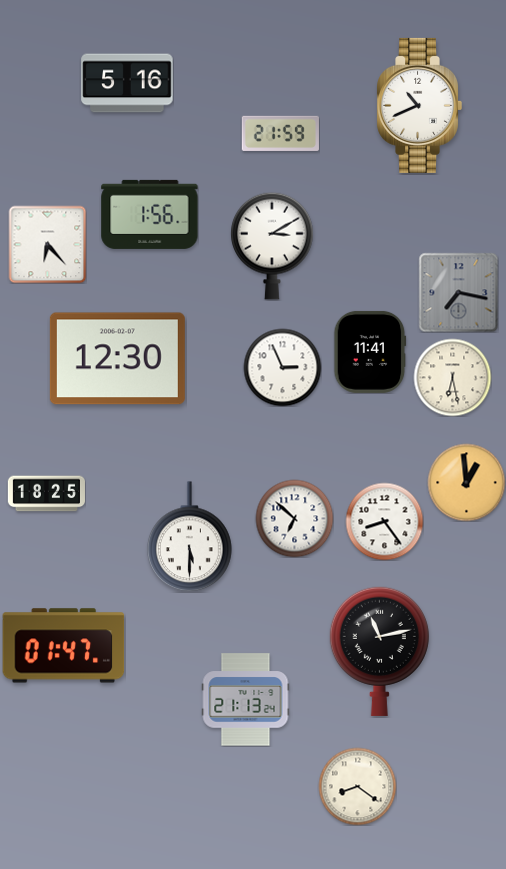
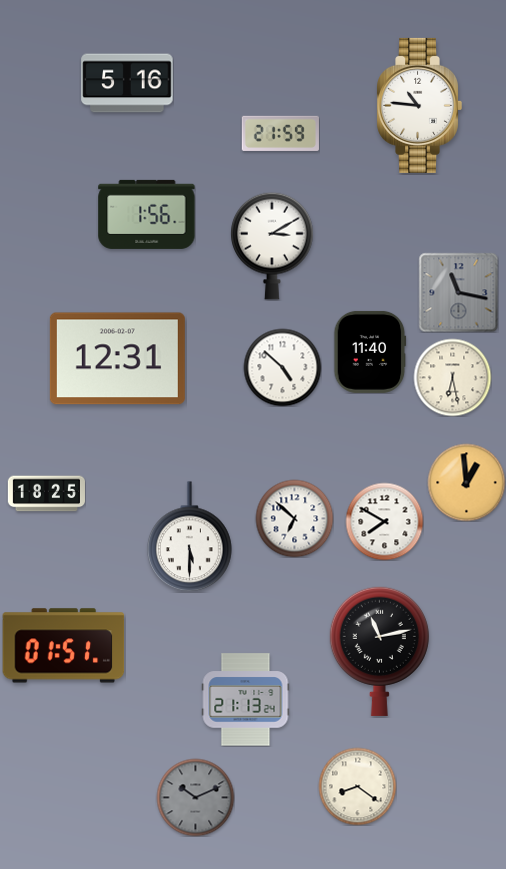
clock at (419, 105): 10:41 -> 10:46
clock at (150, 214) position: (150, 214) -> (147, 214)
clock at (47, 244): 6:23 -> none
clock at (458, 292): 7:17 -> 11:17
clock at (370, 352): 11:41 -> 11:40
clock at (117, 359): 12:30 -> 12:31
clock at (282, 367): 2:56 -> 4:52
clock at (384, 521): 8:24 -> 7:50
clock at (64, 646): 01:47 -> 01:51
clock at (195, 797): none -> 10:11
